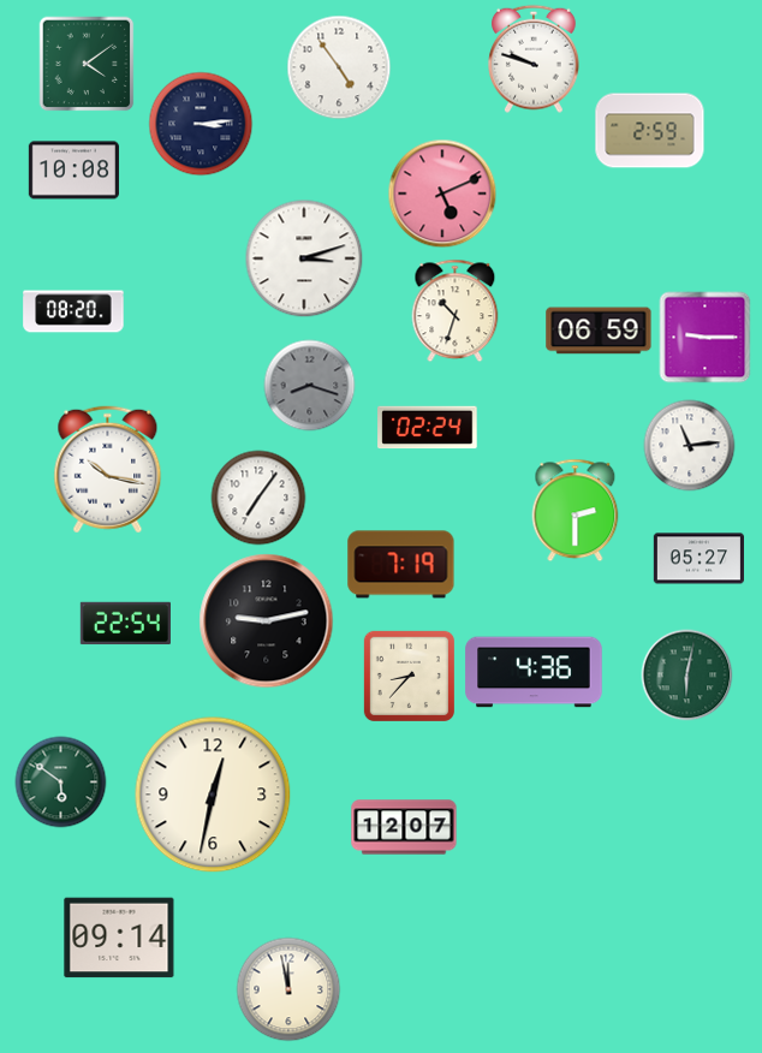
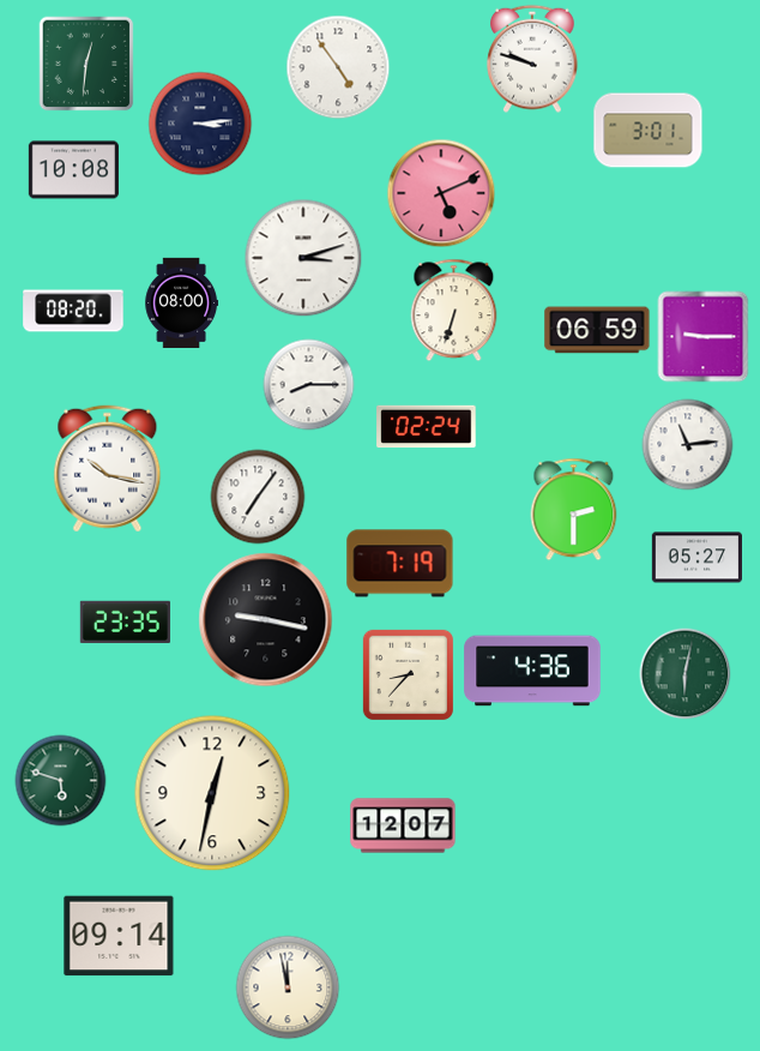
clock at (87, 64): 4:09 -> 12:31
clock at (650, 131): 2:59 -> 3:01
clock at (182, 302): none -> 08:00
clock at (456, 311): 10:33 -> 6:33
clock at (310, 386): 8:18 -> 8:15
clock at (310, 386) dial: grey -> white
clock at (267, 621): 9:13 -> 9:17
clock at (125, 624): 22:54 -> 23:35
clock at (61, 783): 5:51 -> 5:48
